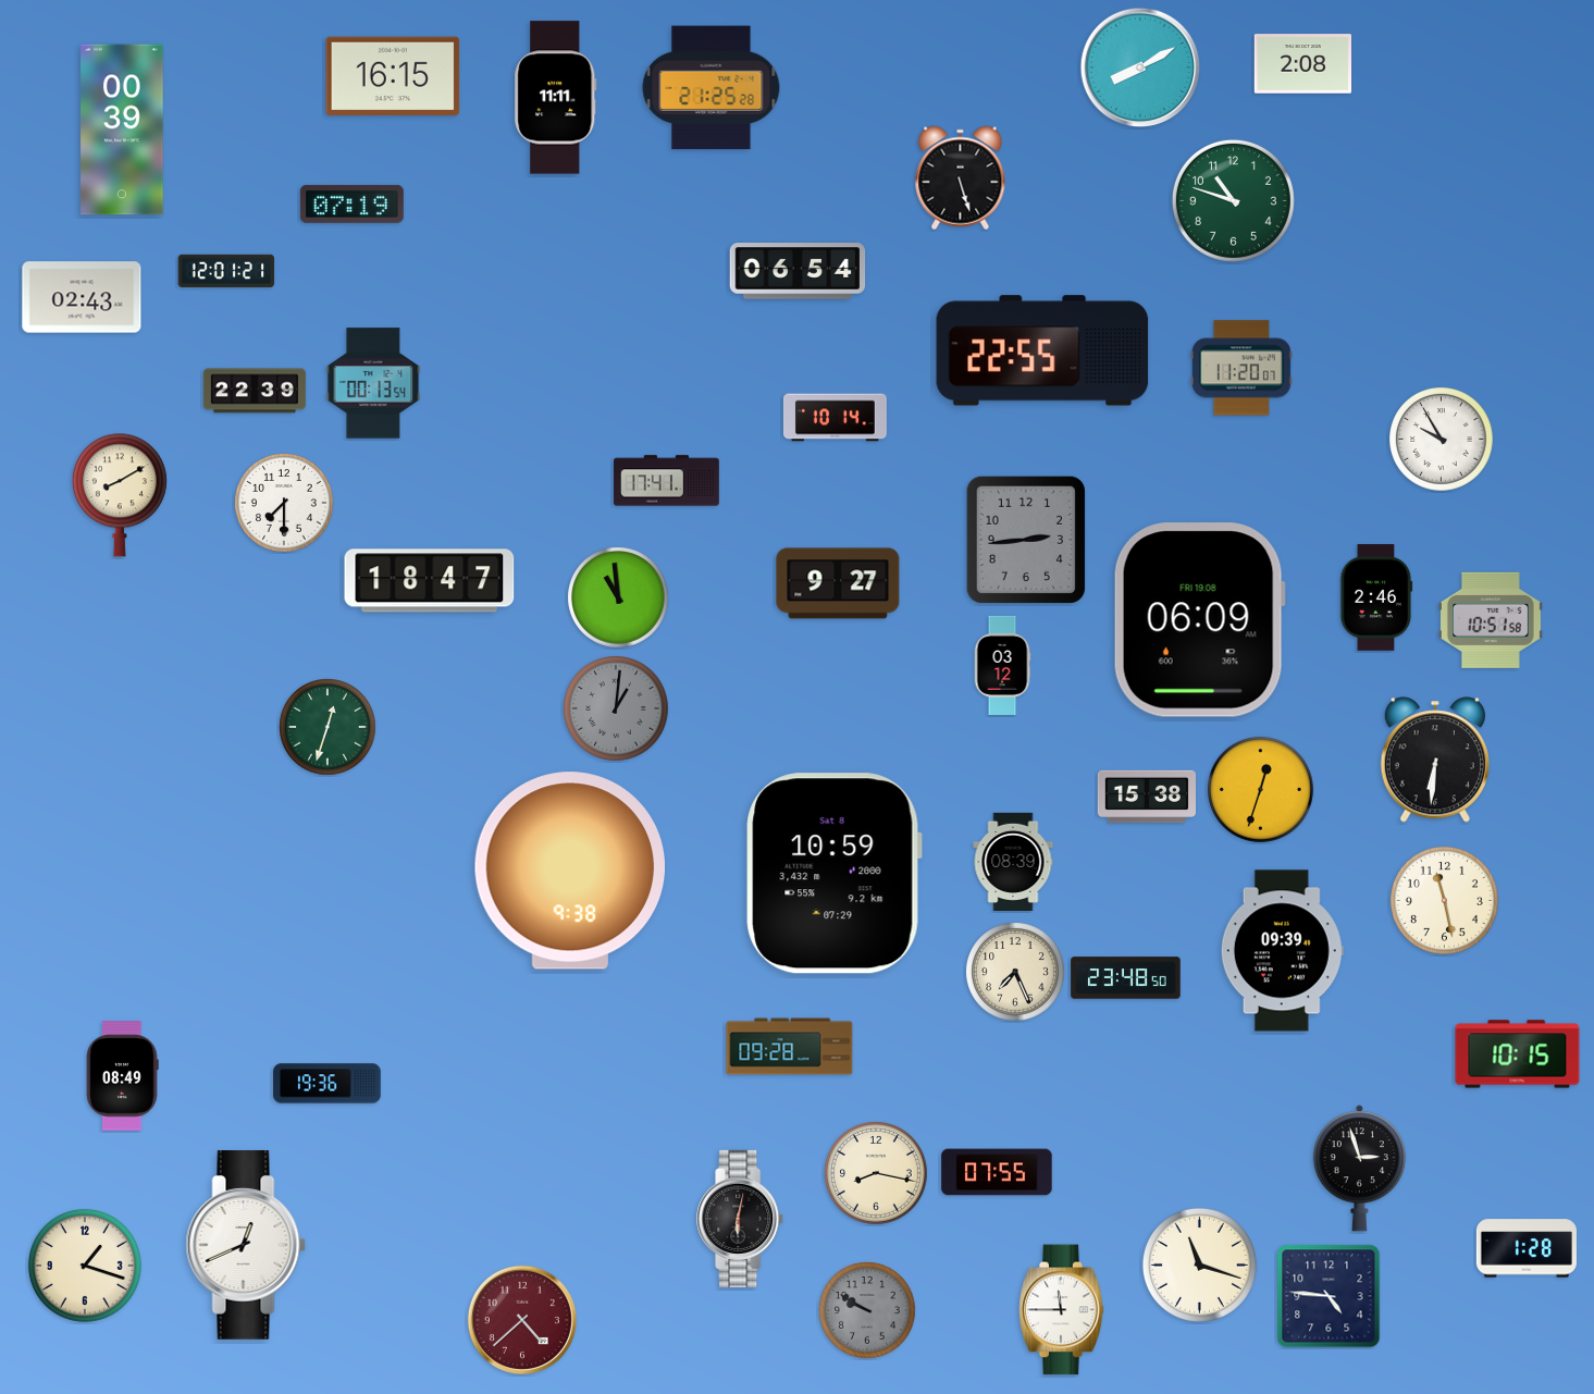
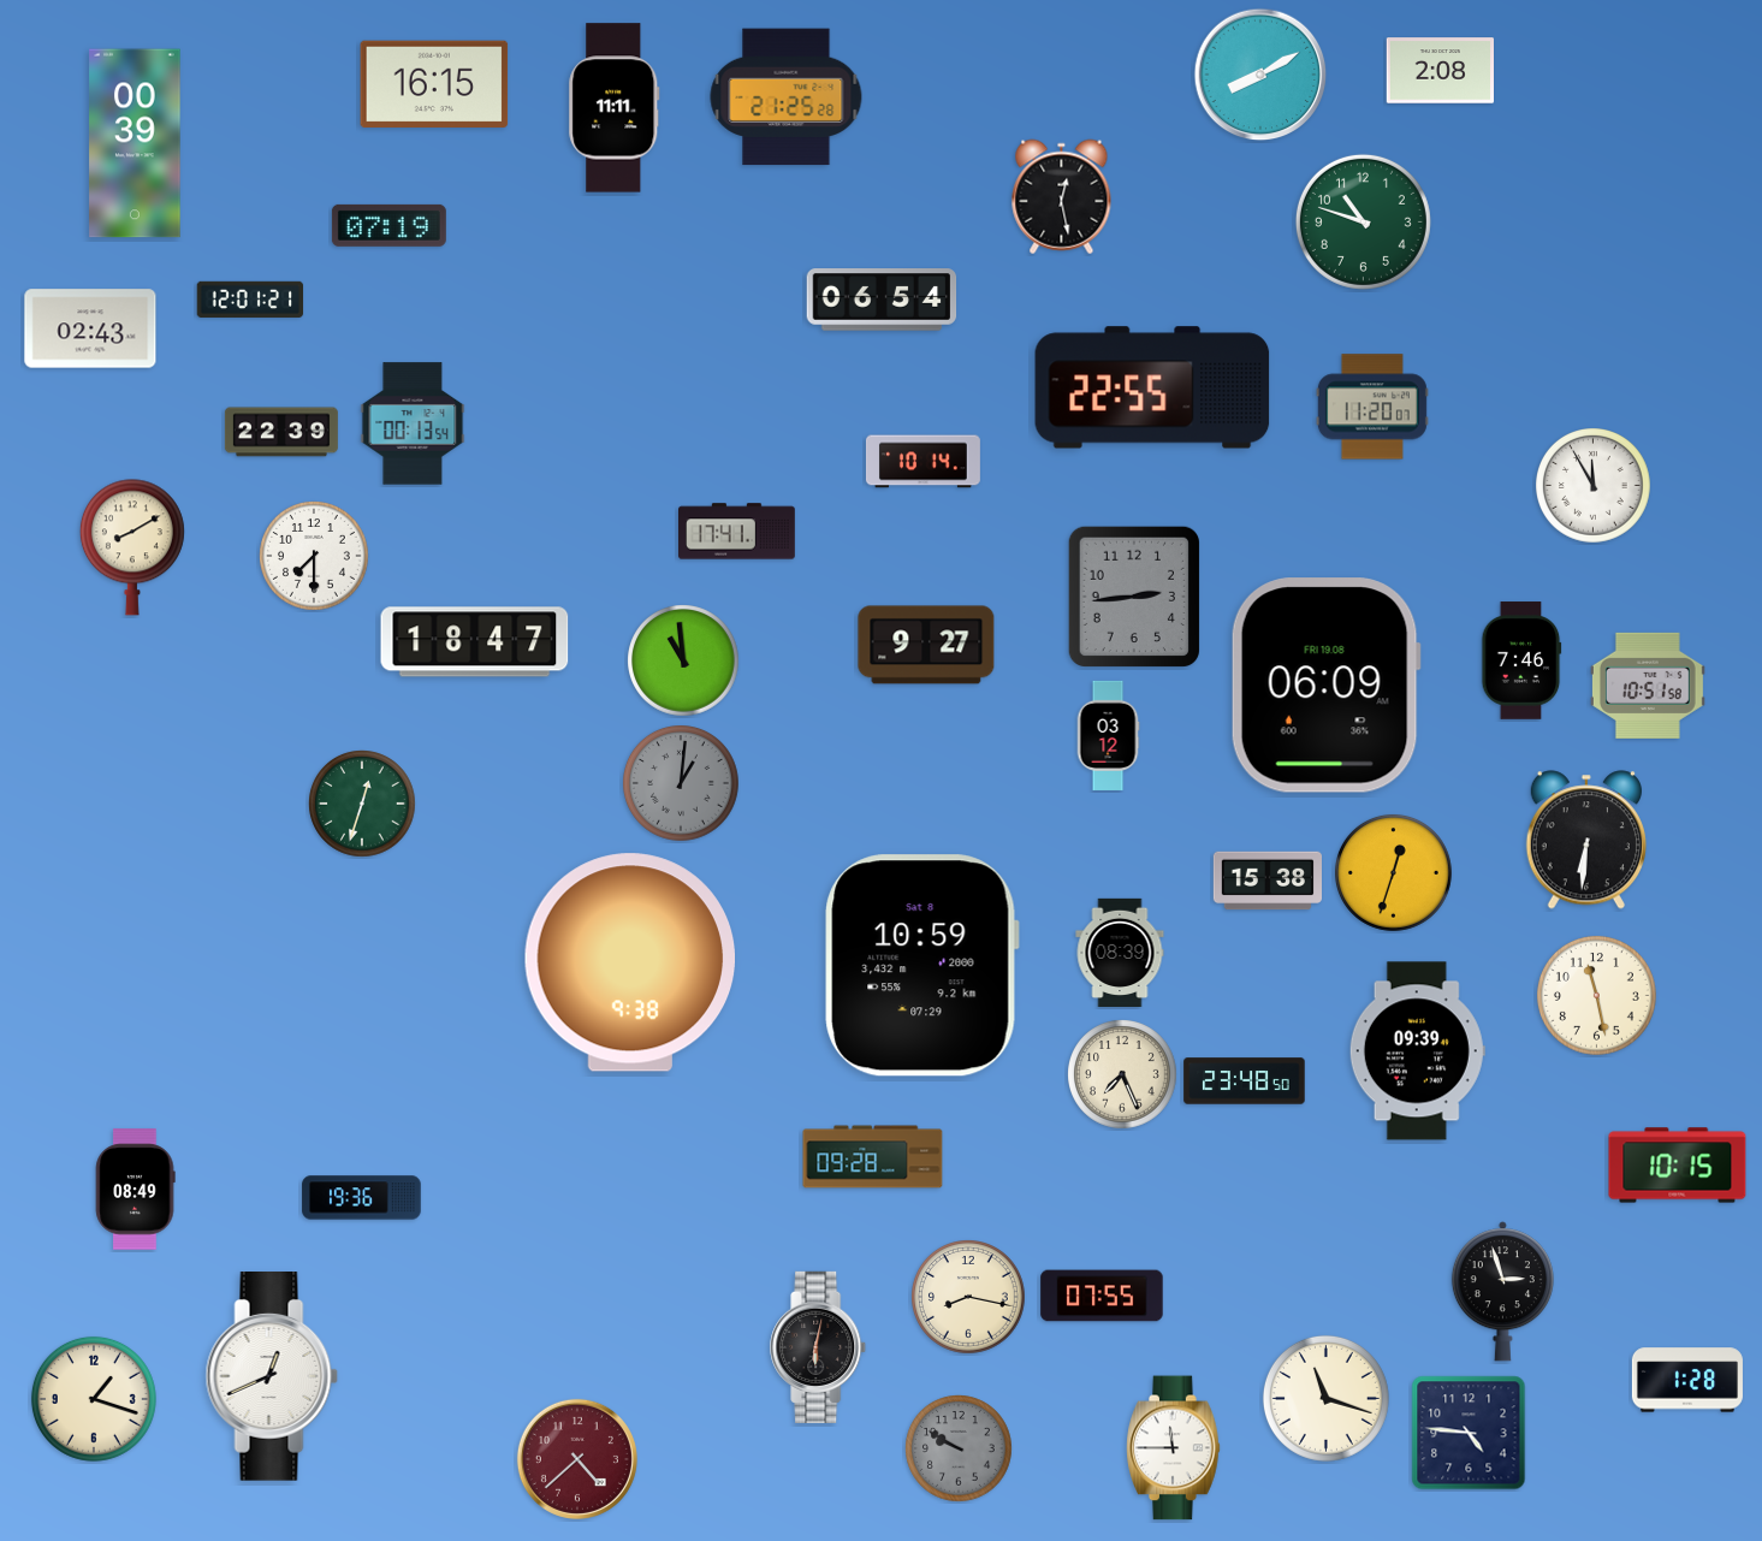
clock at (961, 178): 5:27 -> 12:28
clock at (1442, 440): 9:55 -> 11:55
clock at (1376, 597): 2:46 -> 7:46
